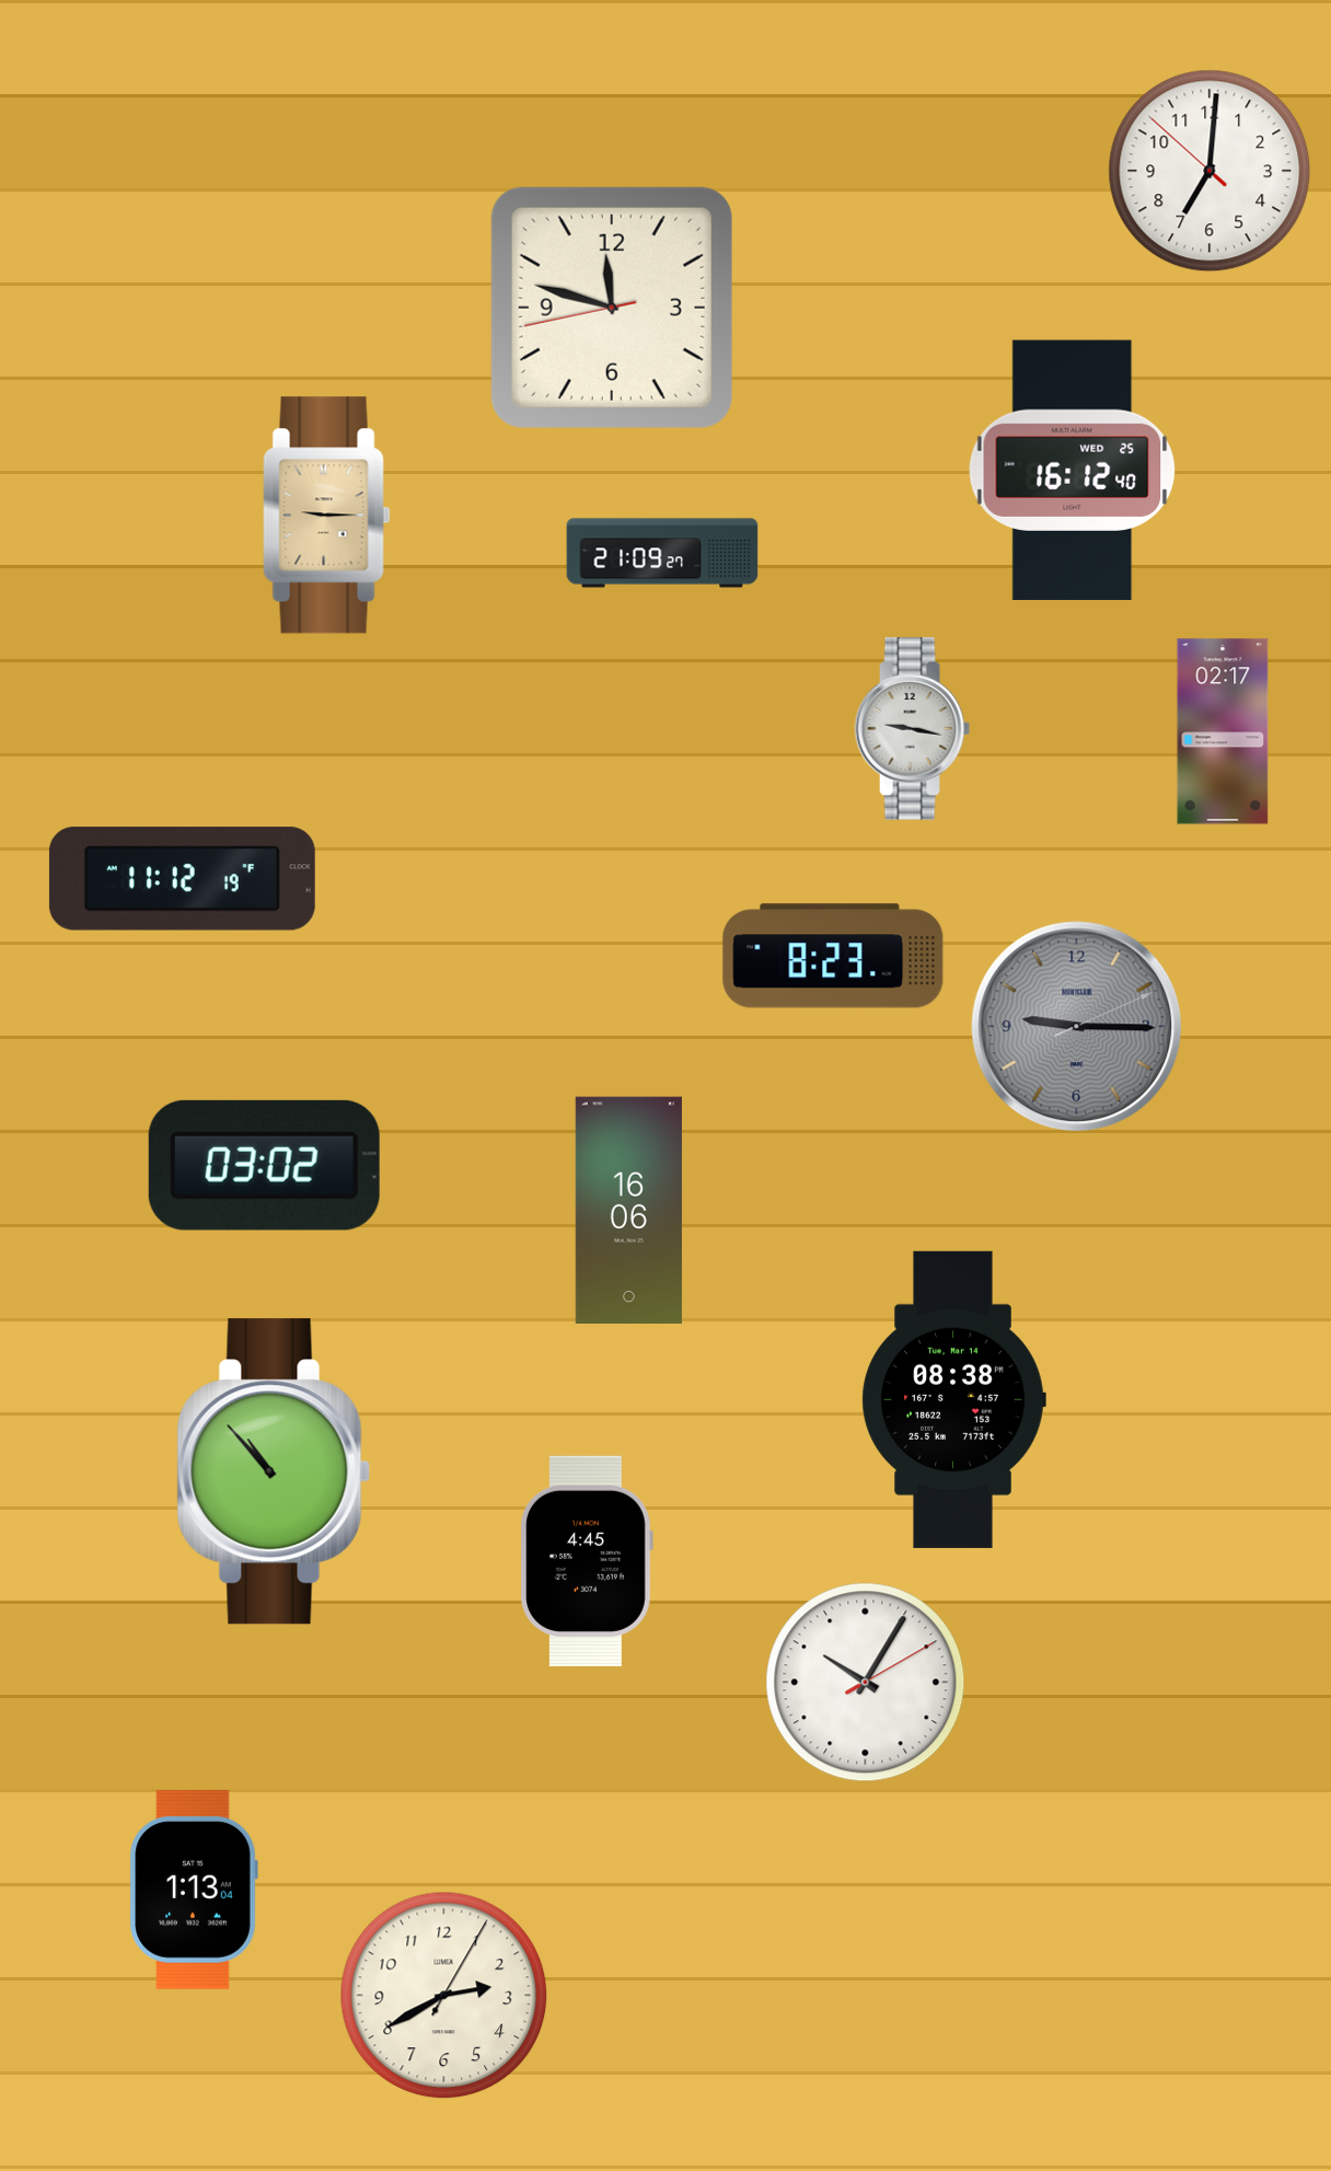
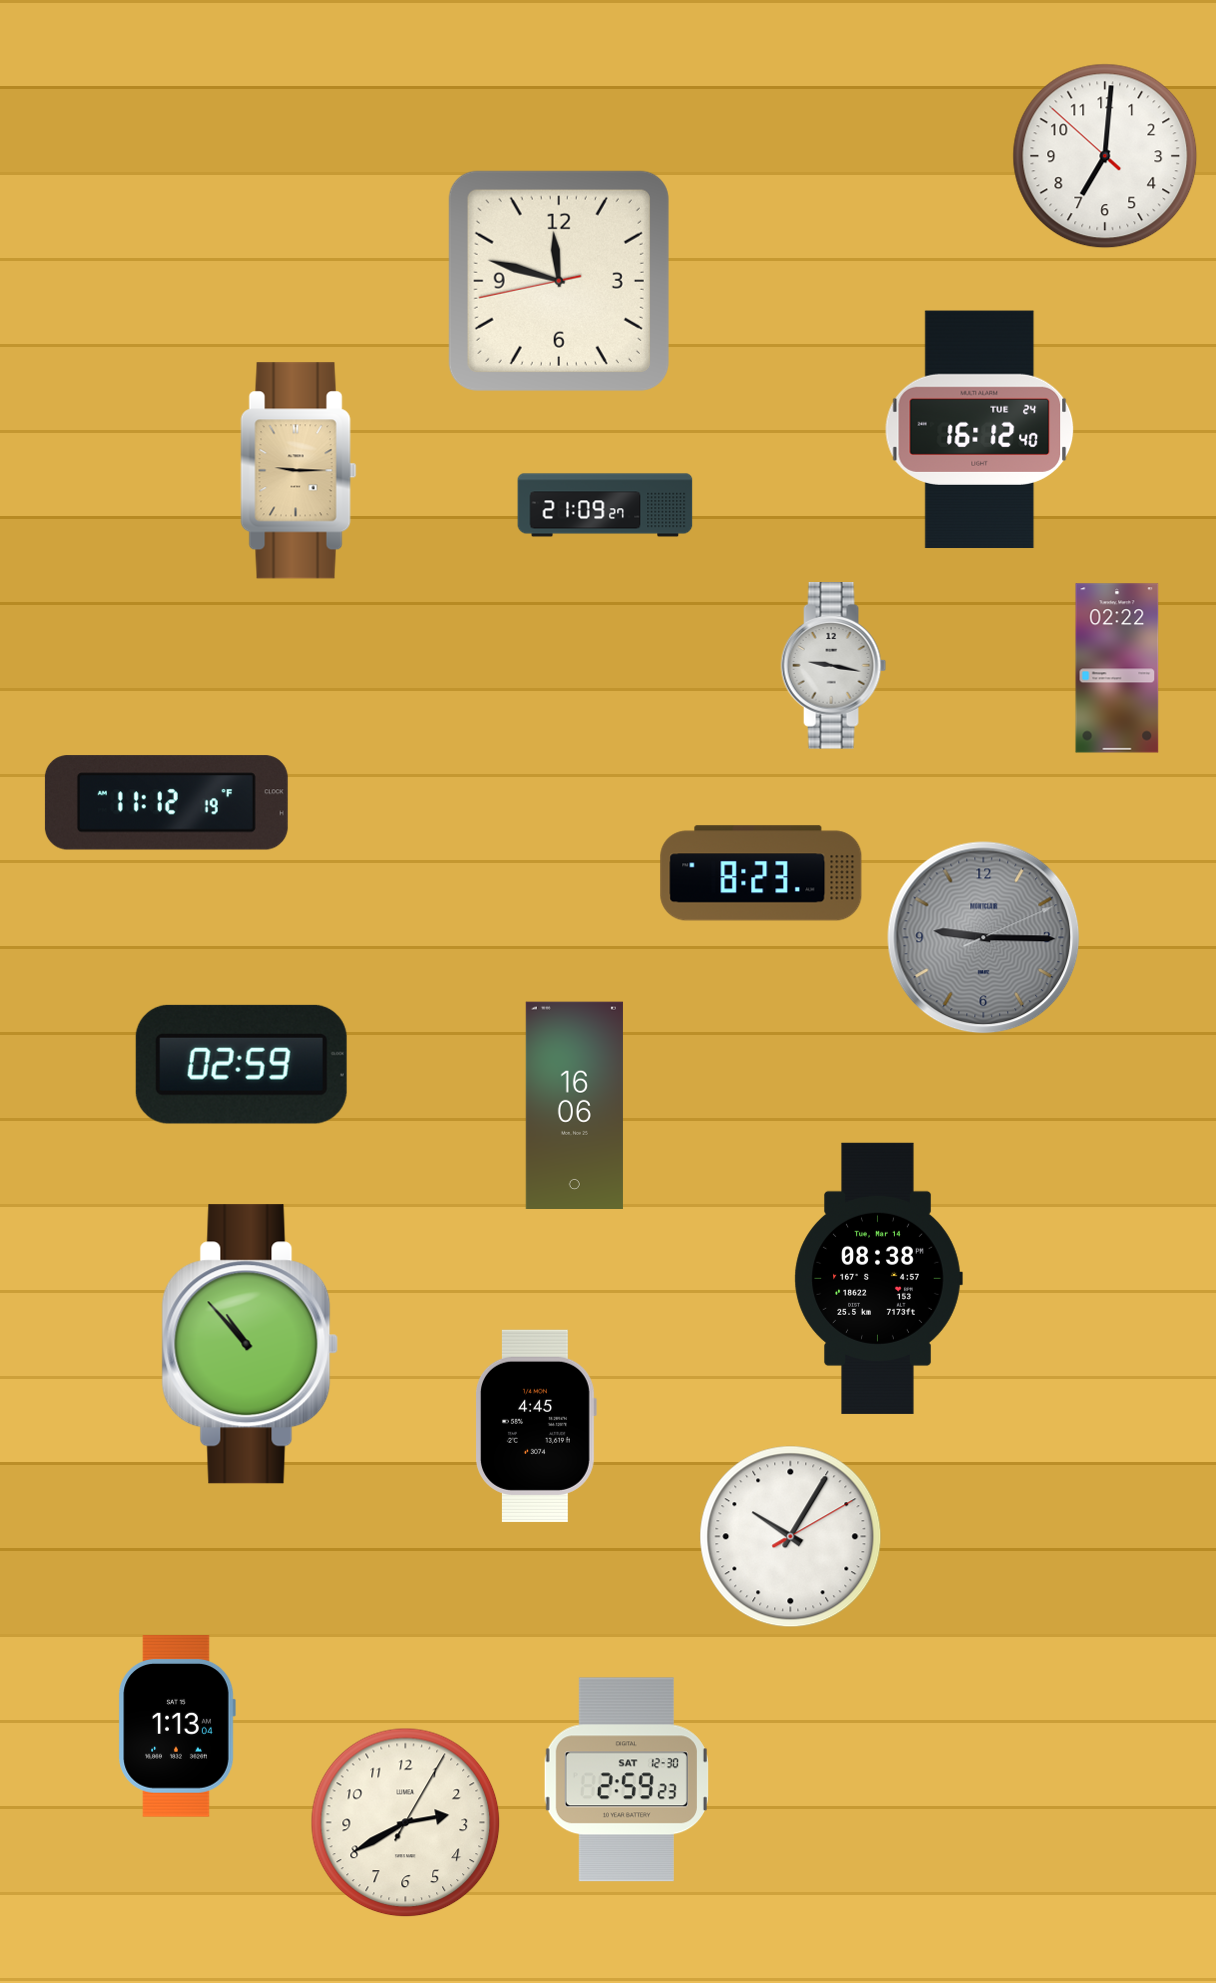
clock at (1073, 471) date: WED 25 -> TUE 24
clock at (1223, 731): 02:17 -> 02:22
clock at (264, 1165): 03:02 -> 02:59
clock at (953, 1399) position: (953, 1399) -> (878, 1278)
clock at (626, 1780): none -> 2:59
